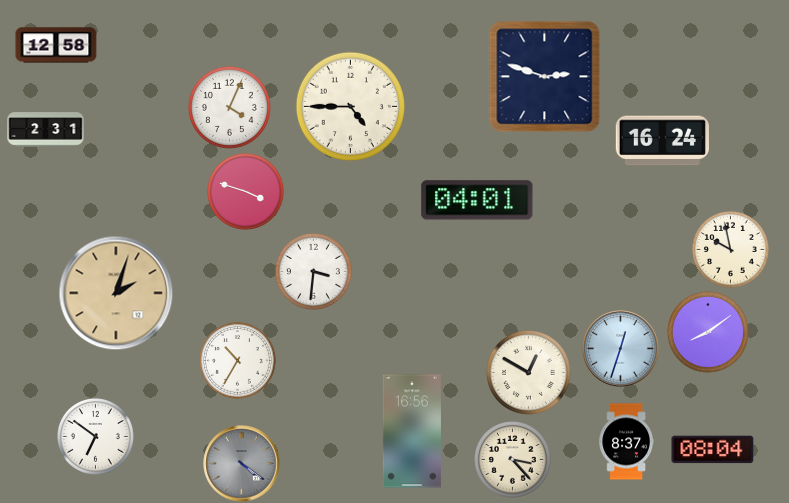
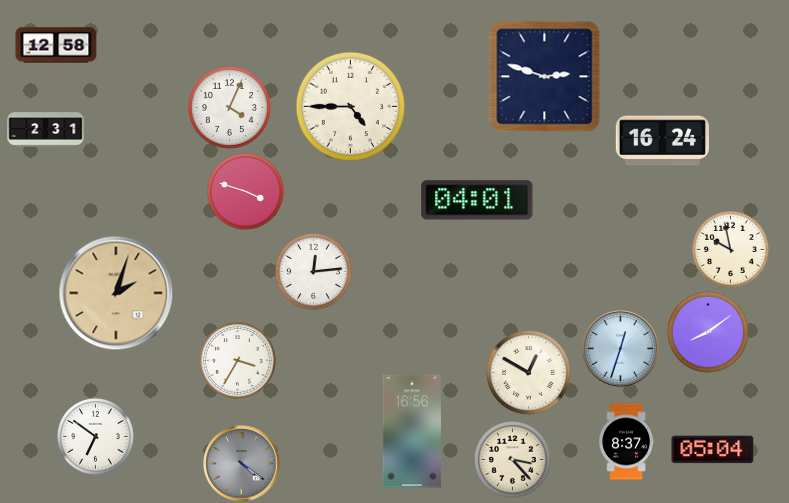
clock at (314, 272): 3:31 -> 12:14
clock at (238, 361): 10:35 -> 3:35
clock at (713, 450): 08:04 -> 05:04
